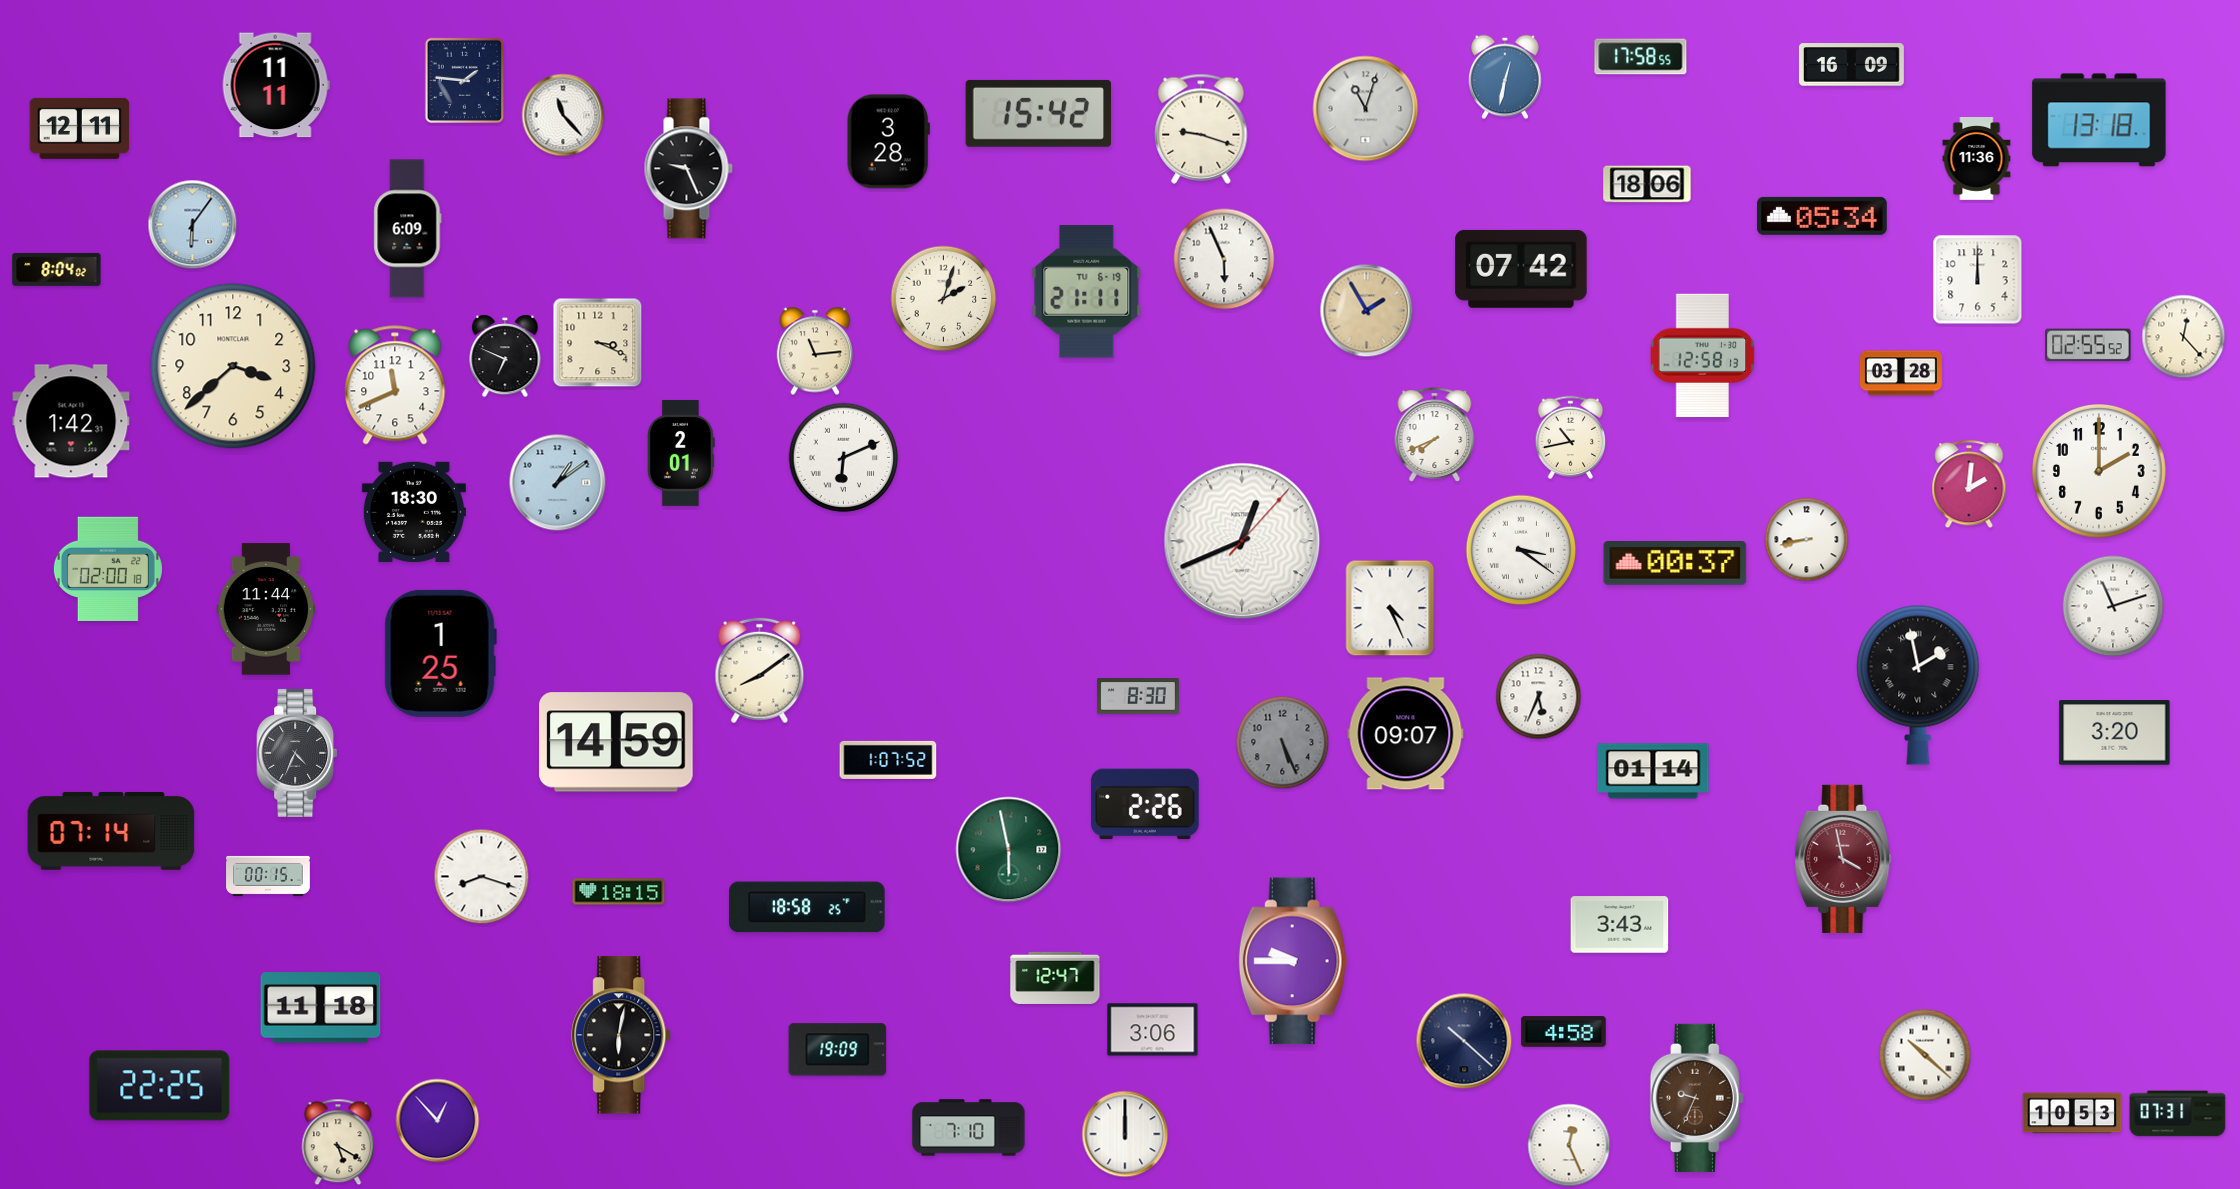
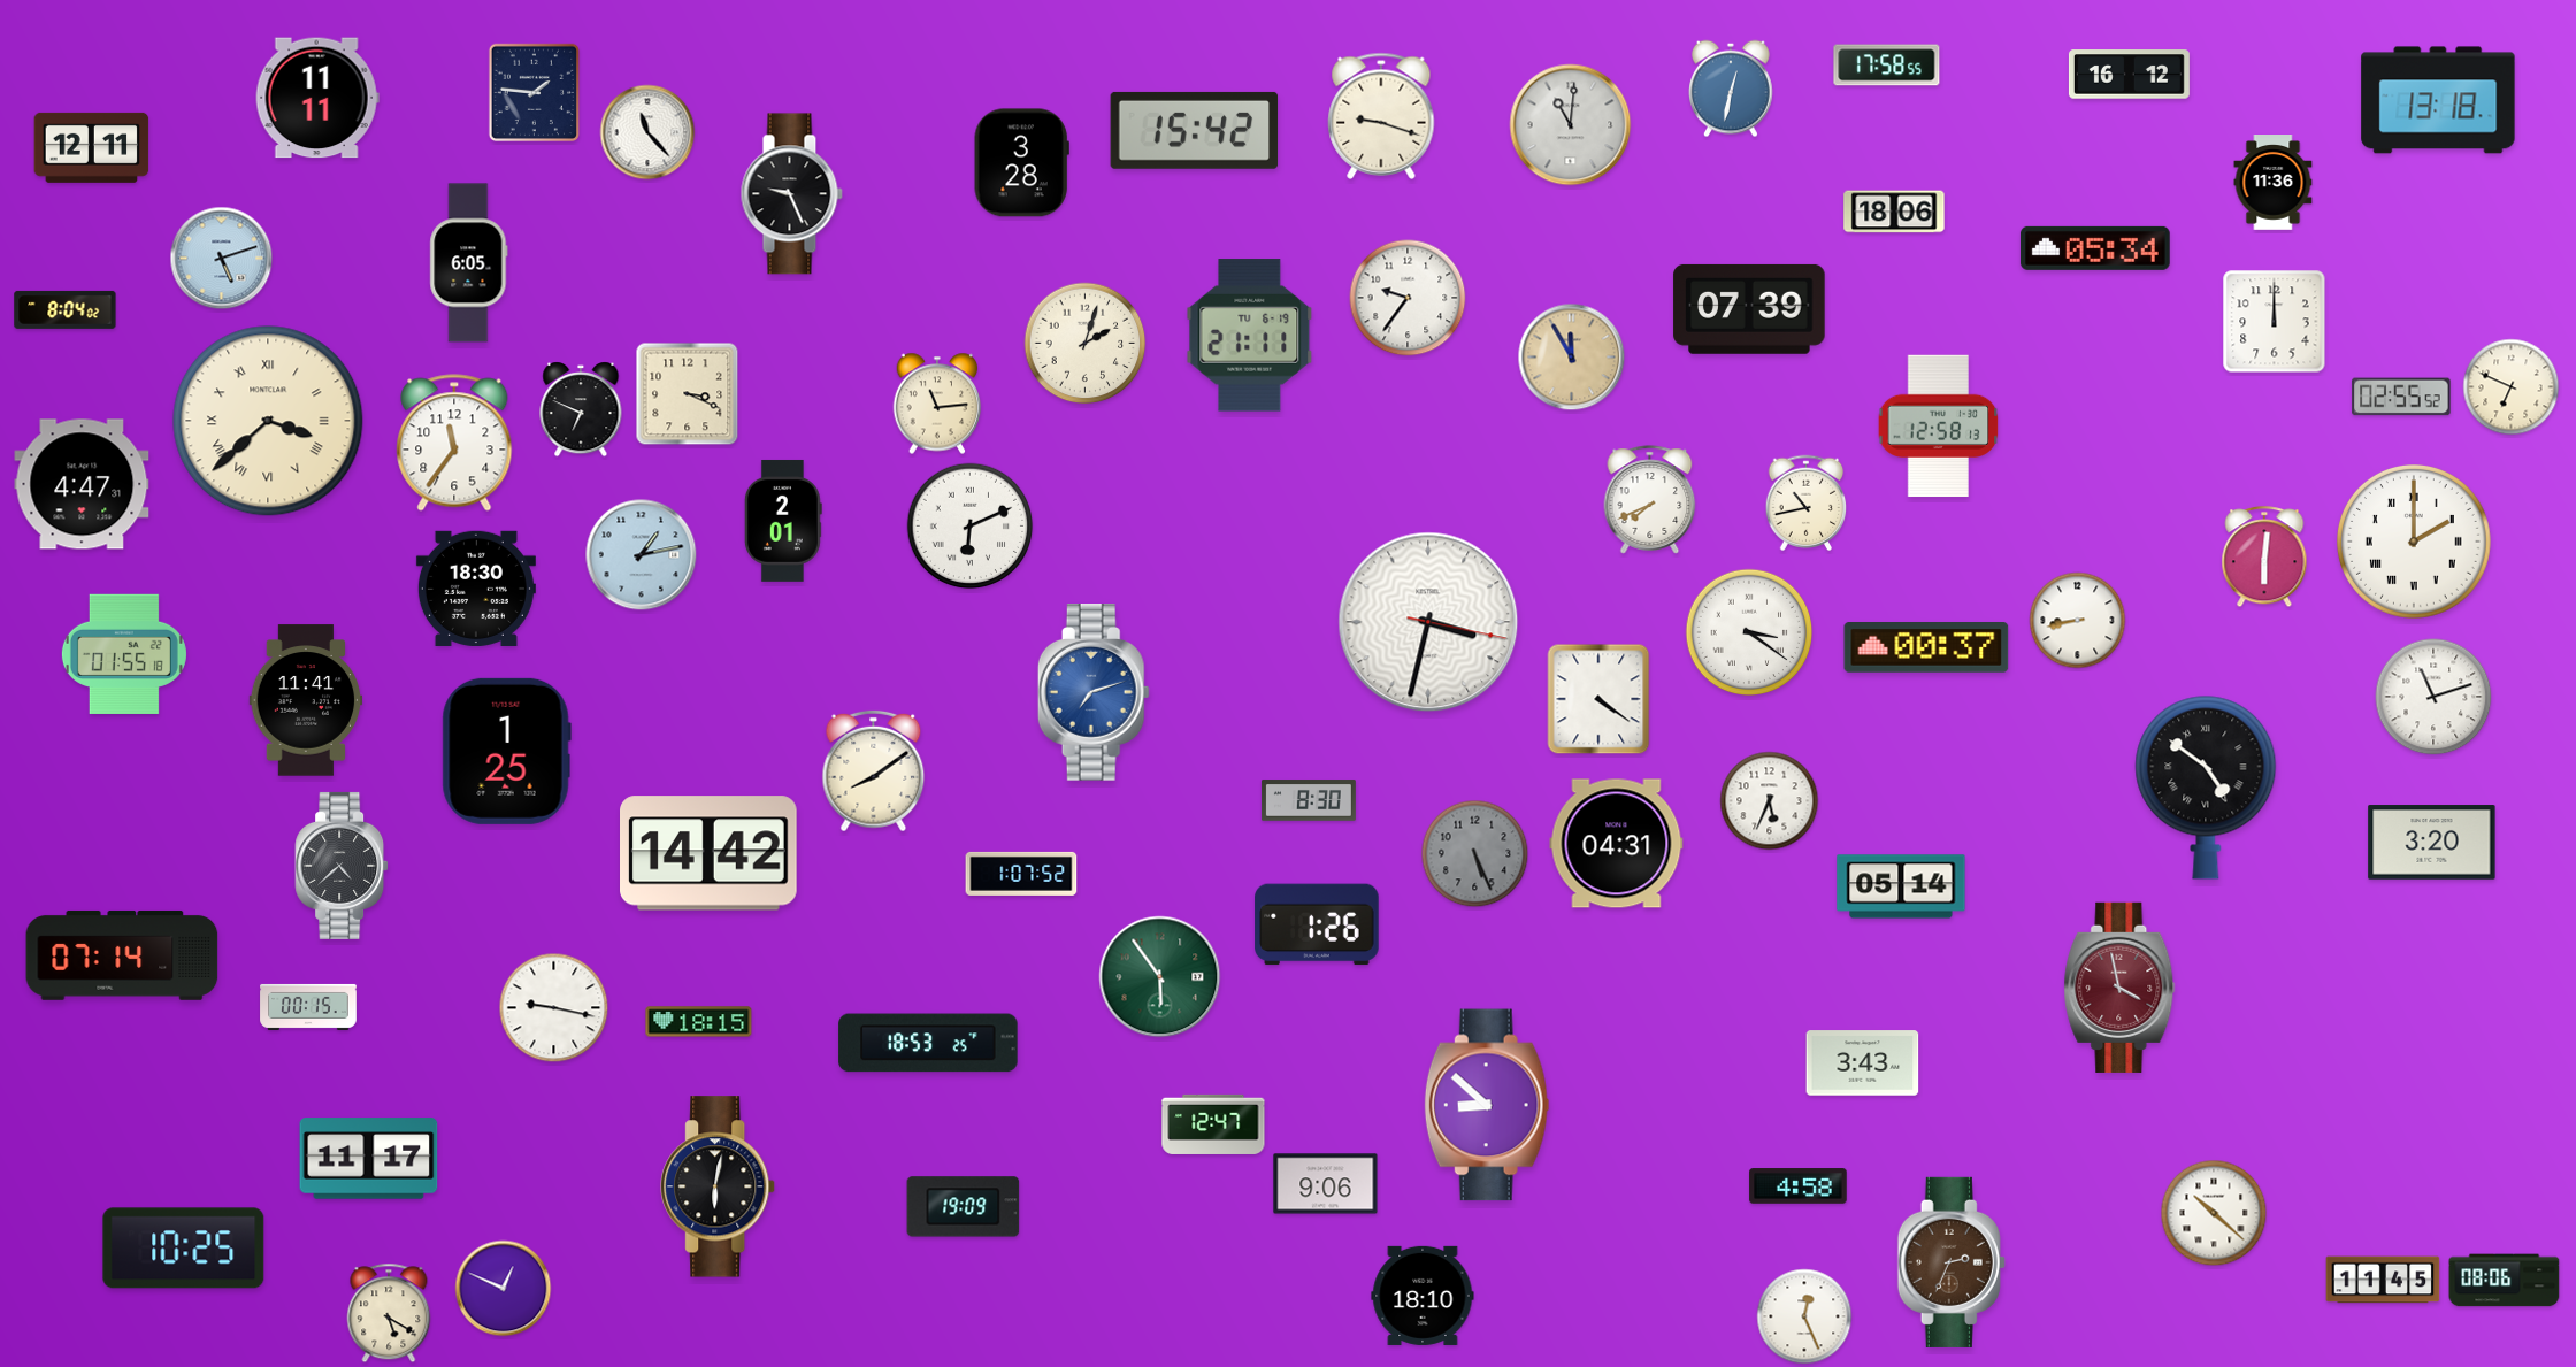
clock at (1851, 65): 16:09 -> 16:12
clock at (1366, 109): 11:03 -> 11:01
clock at (2099, 120) position: (2099, 120) -> (2438, 100)
clock at (1201, 129) position: (1201, 129) -> (1381, 116)
clock at (193, 225): 6:06 -> 5:12
clock at (408, 229): 6:09 -> 6:05
clock at (1224, 259): 5:56 -> 9:36
clock at (1521, 269): 07:42 -> 07:39
clock at (1367, 311): 1:55 -> 11:55
clock at (2184, 337): 12:23 -> 6:49
clock at (1703, 356) position: (1703, 356) -> (1939, 427)
clock at (233, 366) numerals: Arabic -> Roman
clock at (1901, 373): 03:28 -> none
clock at (395, 385): 11:41 -> 11:36
clock at (71, 421): 1:42 -> 4:47
clock at (2100, 472) numerals: Arabic -> Roman
clock at (558, 483): 1:09 -> 1:13
clock at (1969, 485): 2:01 -> 6:01
clock at (1242, 541): 12:41 -> 3:32
clock at (108, 568): 02:00 -> 01:55
clock at (1094, 693): none -> 7:12
clock at (2113, 606) position: (2113, 606) -> (2433, 697)
clock at (1390, 608): 4:26 -> 4:21
clock at (266, 609): 11:44 -> 11:41
clock at (1918, 685): 1:58 -> 4:51
clock at (1406, 734): 09:07 -> 04:31
clock at (617, 742): 14:59 -> 14:42
clock at (297, 753): 4:34 -> 4:38
clock at (1653, 771): 01:14 -> 05:14
clock at (1145, 804): 2:26 -> 1:26
clock at (111, 831) position: (111, 831) -> (122, 955)
clock at (1009, 850): 5:58 -> 5:54
clock at (482, 877): 8:18 -> 9:17
clock at (619, 892) position: (619, 892) -> (699, 1022)
clock at (807, 907): 18:58 -> 18:53
clock at (1293, 961): 9:45 -> 8:52
clock at (321, 1008): 11:18 -> 11:17
clock at (1153, 1030): 3:06 -> 9:06
clock at (622, 1035) position: (622, 1035) -> (719, 1186)
clock at (1464, 1041): 10:22 -> none
clock at (160, 1086): 22:25 -> 10:25
clock at (1697, 1098): 9:34 -> 2:34
clock at (2072, 1113): 10:53 -> 11:45
clock at (2178, 1114): 07:31 -> 08:06
clock at (438, 1121): 12:53 -> 12:49
clock at (1423, 1296): none -> 18:10
clock at (969, 1128): 7:10 -> none
clock at (1125, 1134): 12:00 -> none
